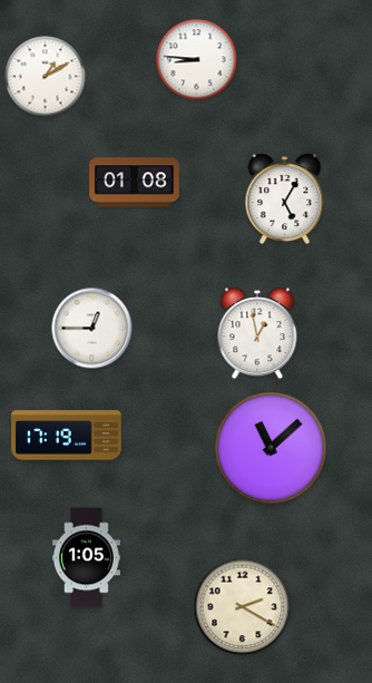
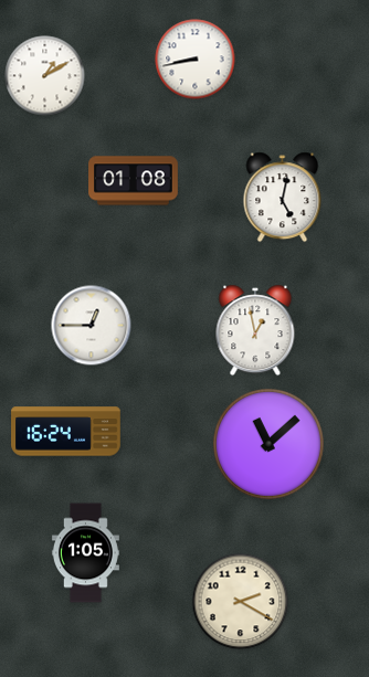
clock at (197, 60): 8:46 -> 8:43
clock at (285, 199): 5:05 -> 5:02
clock at (67, 436): 17:19 -> 16:24
